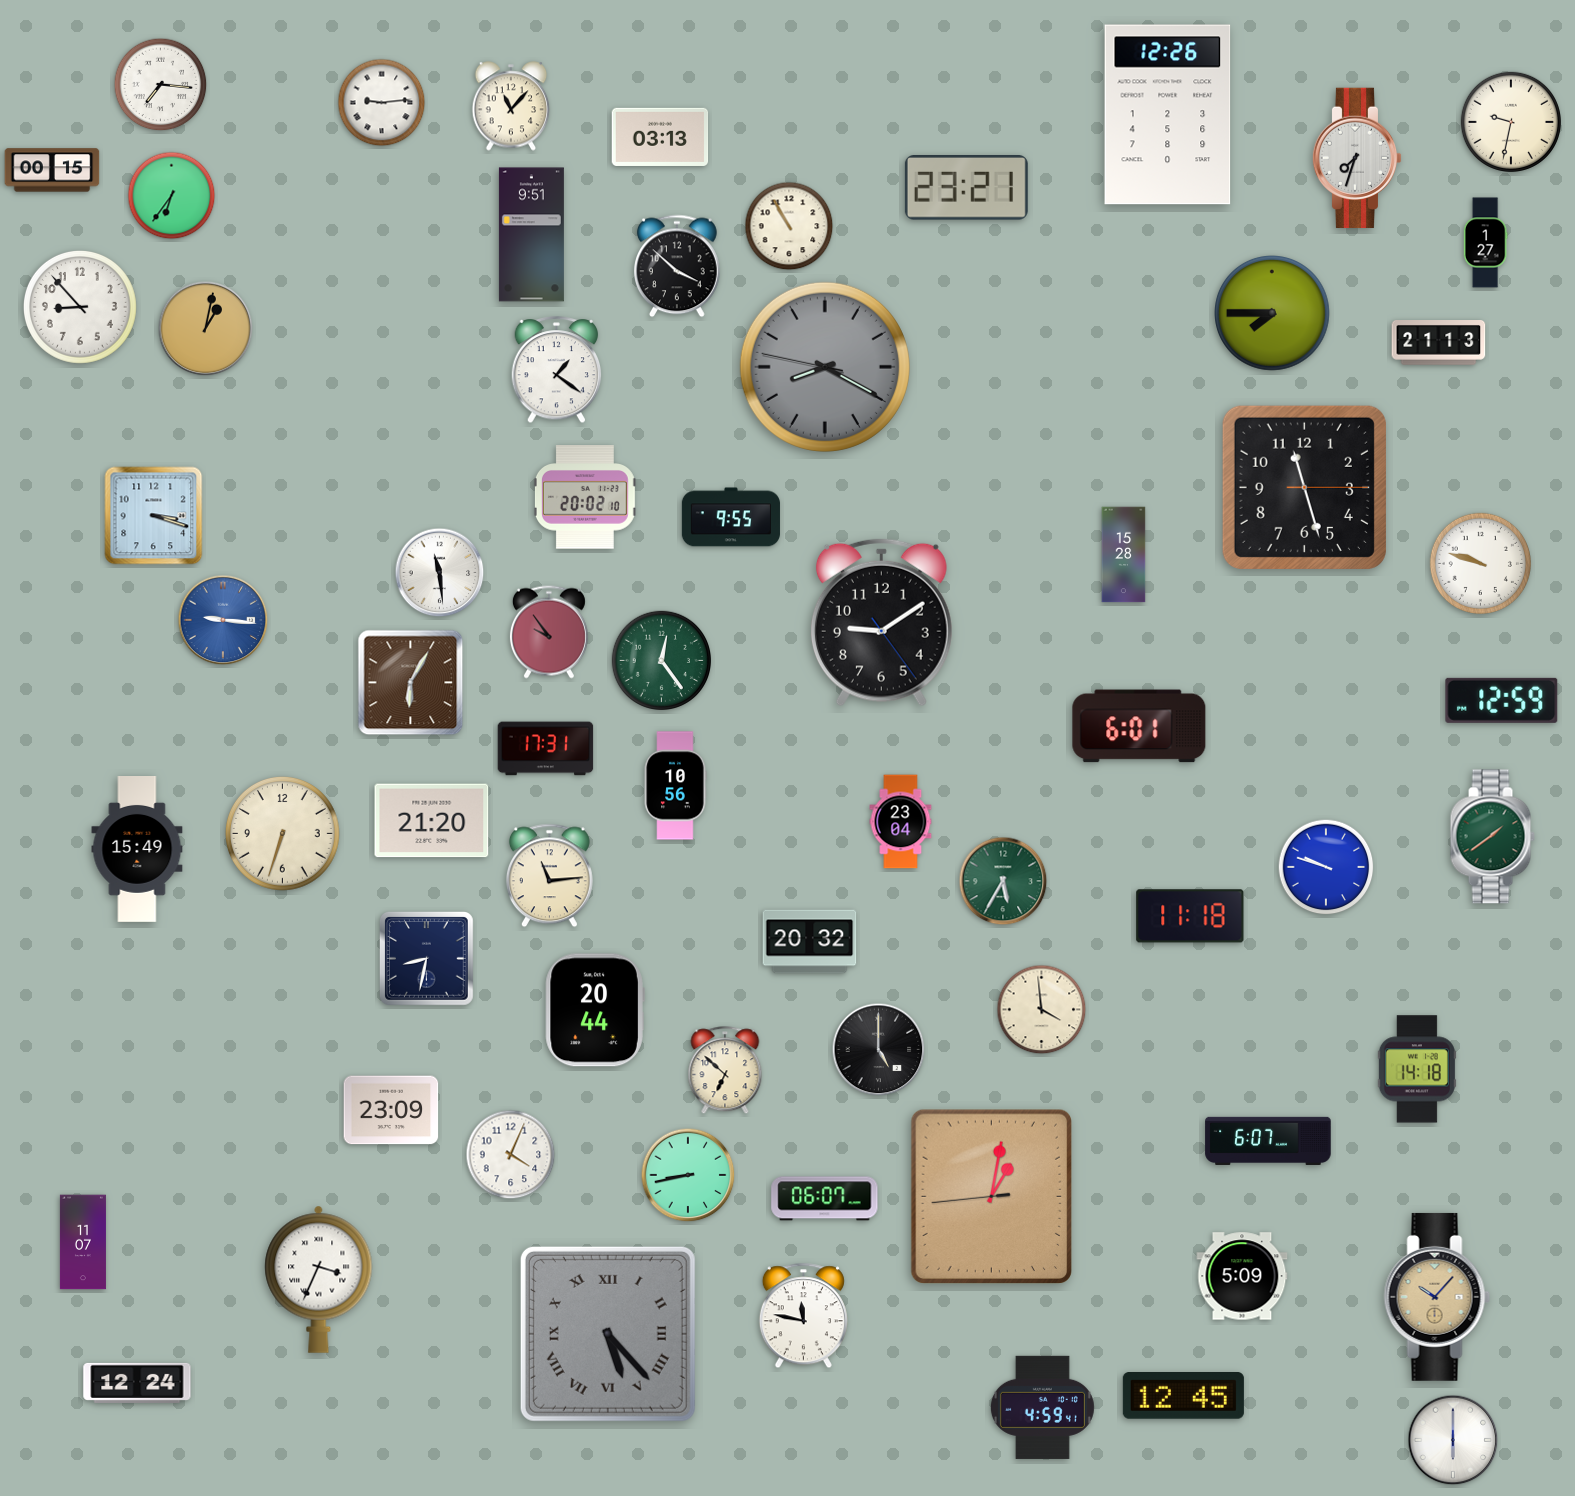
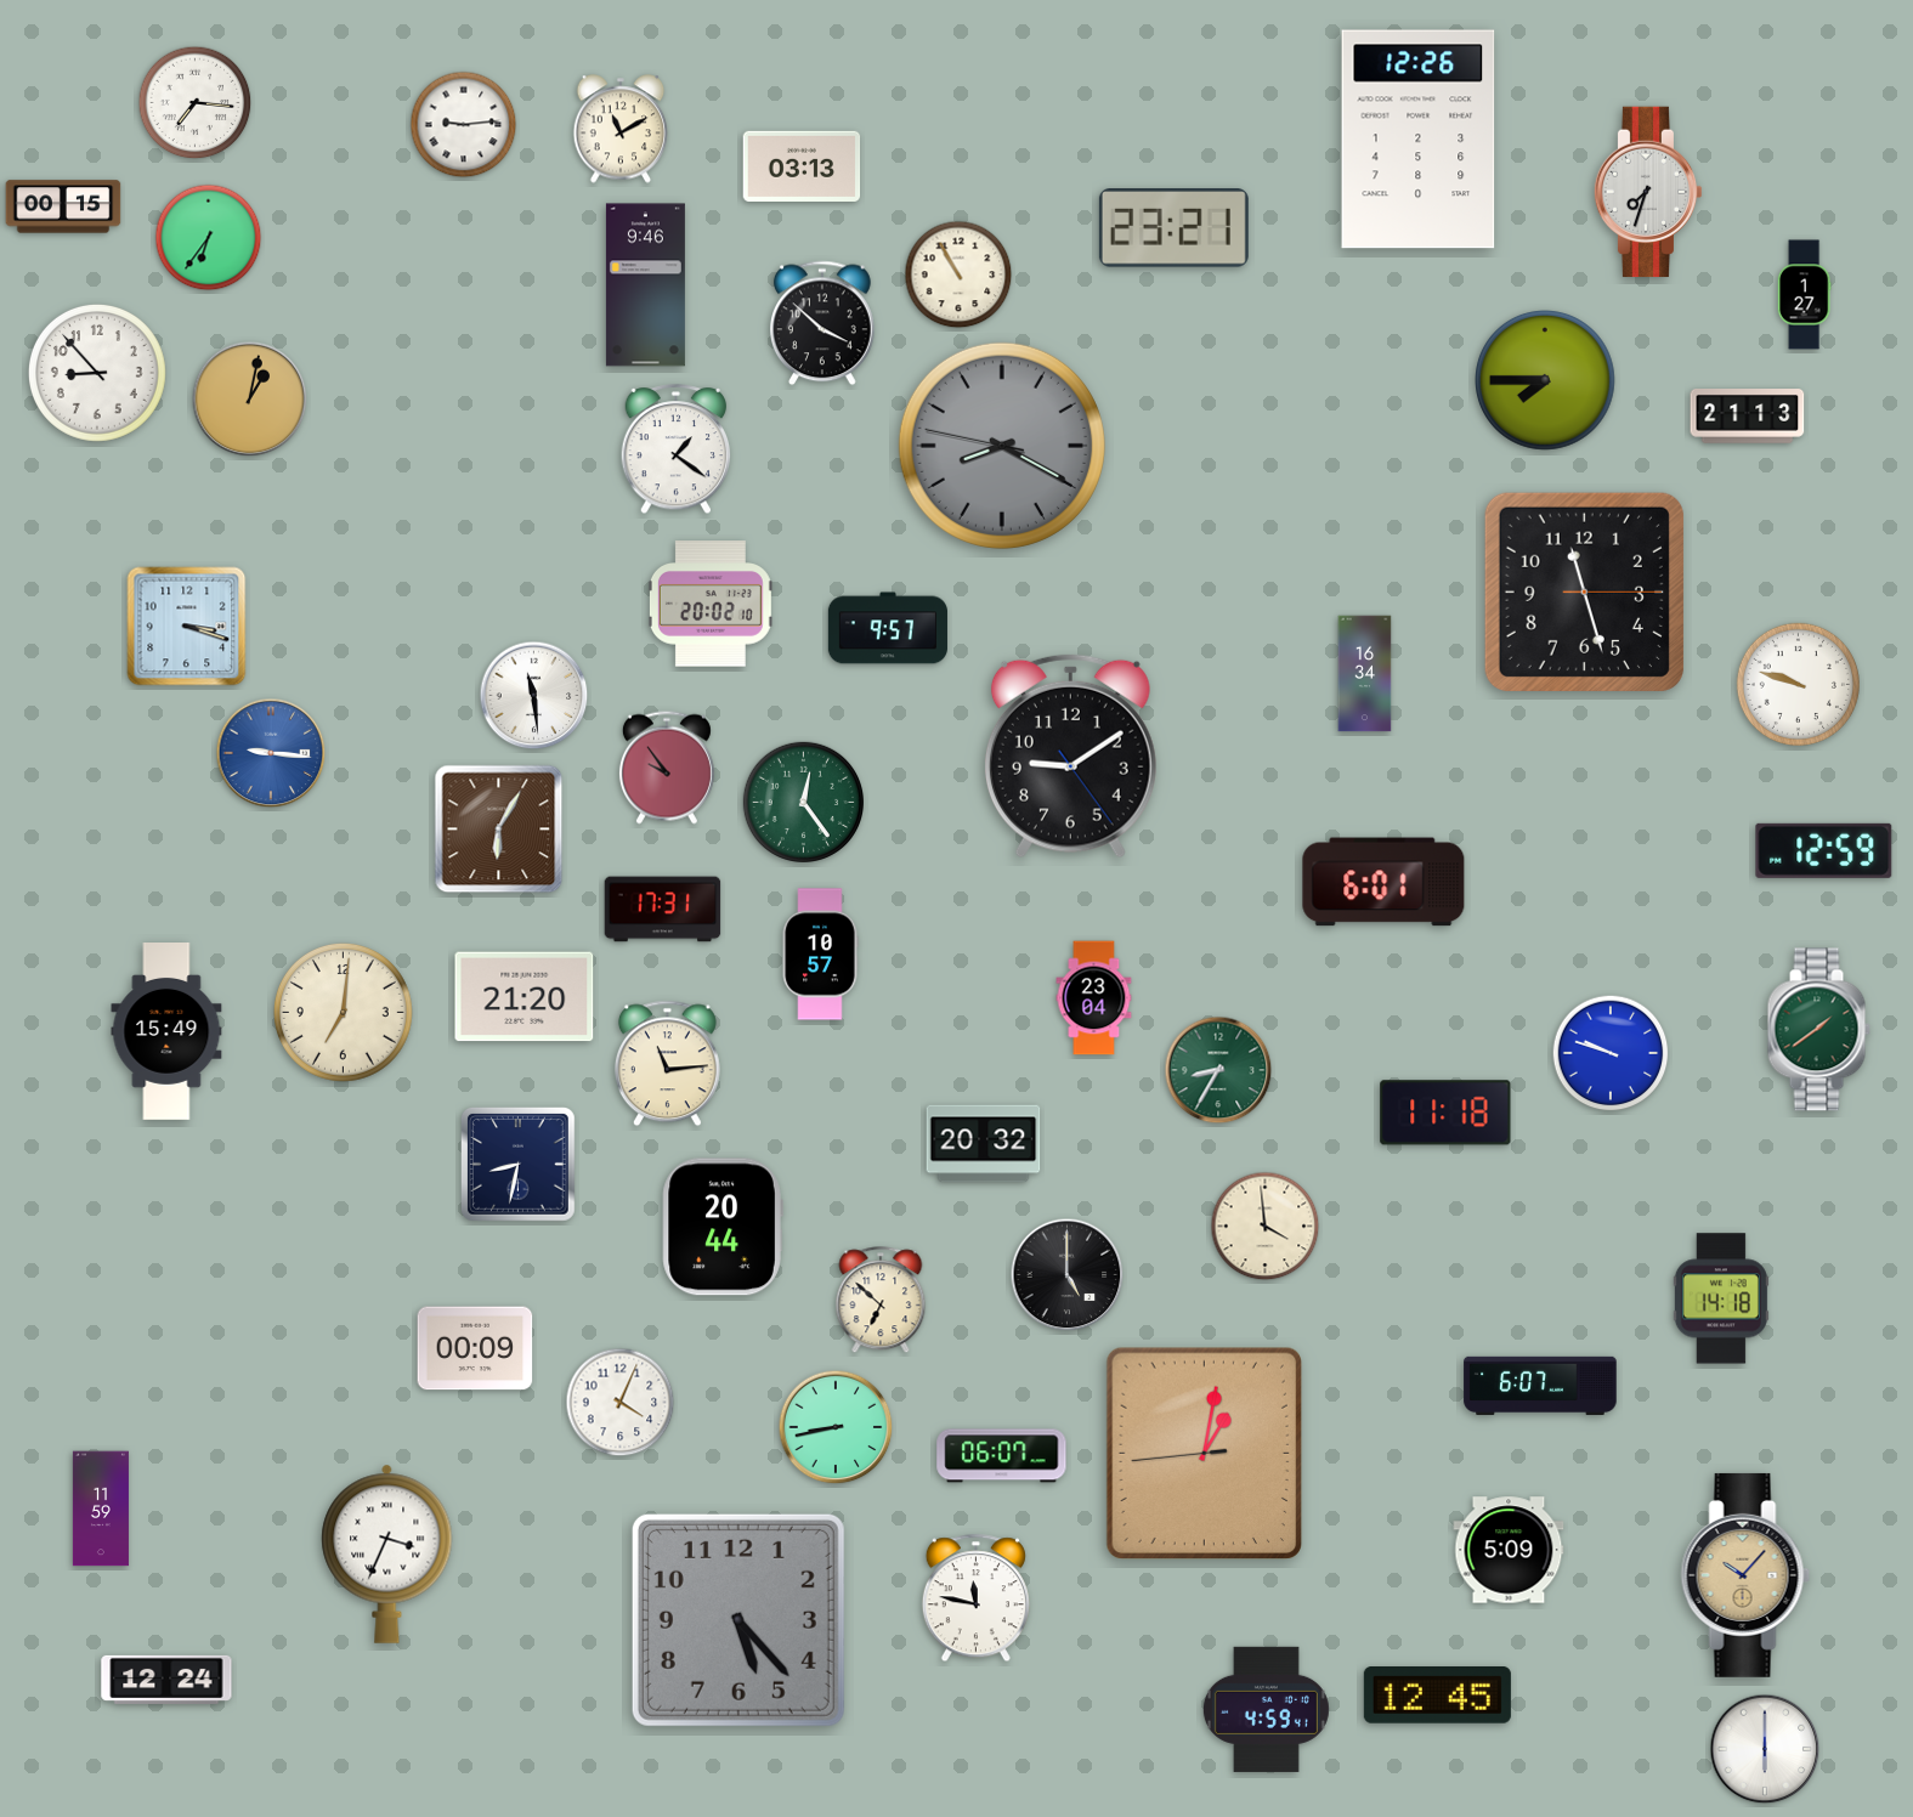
clock at (511, 106): 11:07 -> 11:10
clock at (1511, 122): 9:32 -> none
clock at (531, 235): 9:51 -> 9:46
clock at (731, 517): 9:55 -> 9:57
clock at (1124, 555): 15:28 -> 16:34
clock at (675, 786): 10:56 -> 10:57
clock at (282, 833): 6:33 -> 7:01
clock at (1492, 837) position: (1492, 837) -> (1818, 1030)
clock at (1003, 881): 5:35 -> 8:35
clock at (391, 1110): 23:09 -> 00:09
clock at (83, 1242): 11:07 -> 11:59
clock at (608, 1334) numerals: Roman -> Arabic
